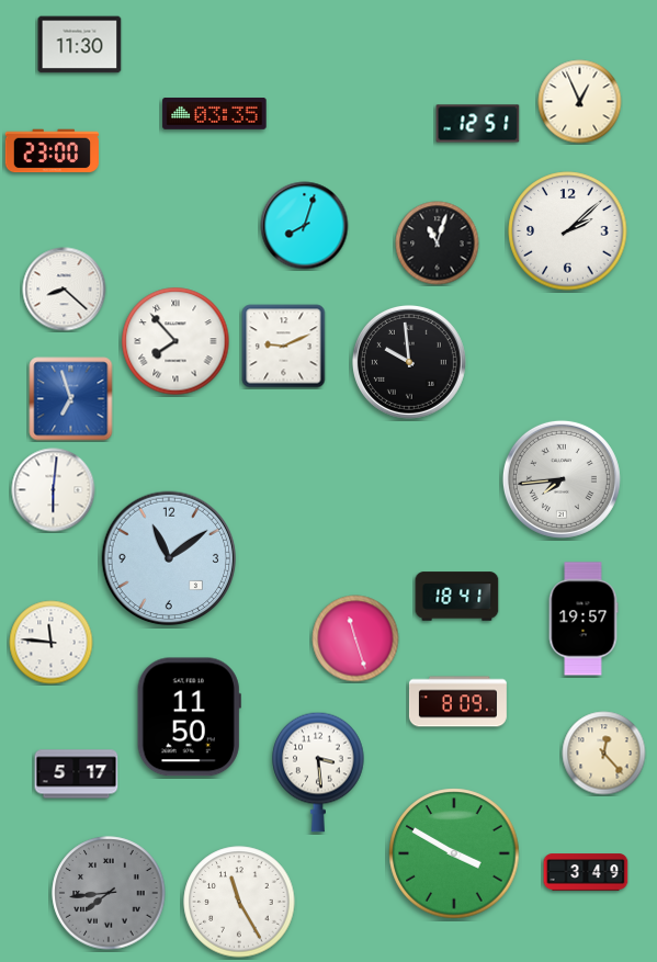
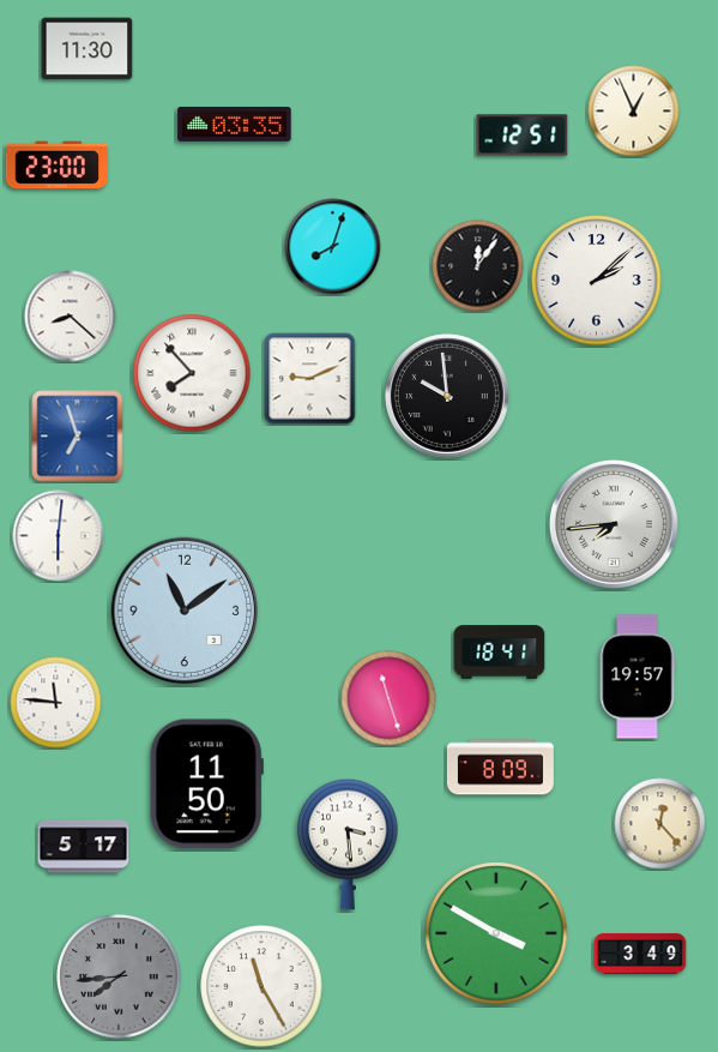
clock at (568, 231) position: (568, 231) -> (597, 281)
clock at (438, 244): 11:03 -> 12:06
